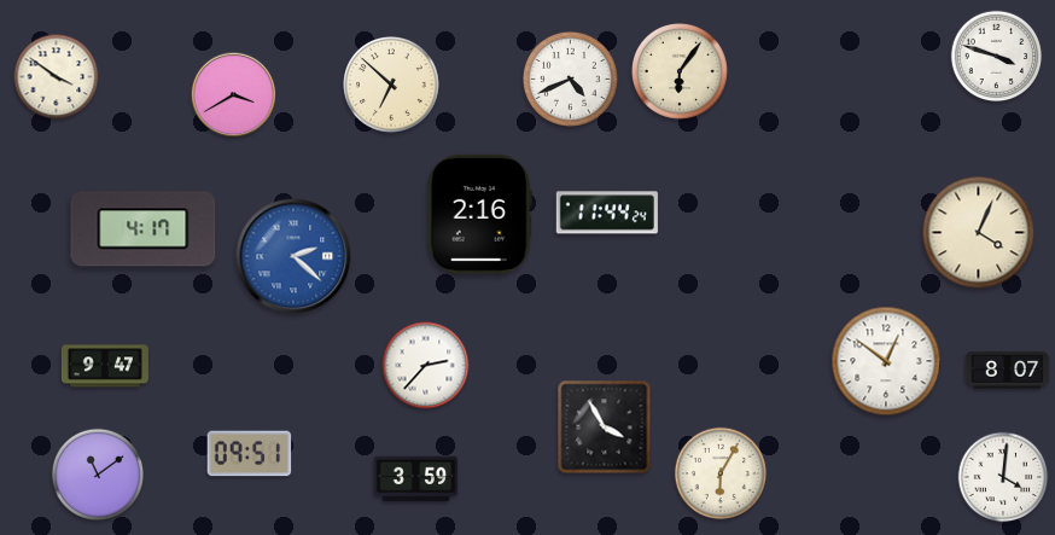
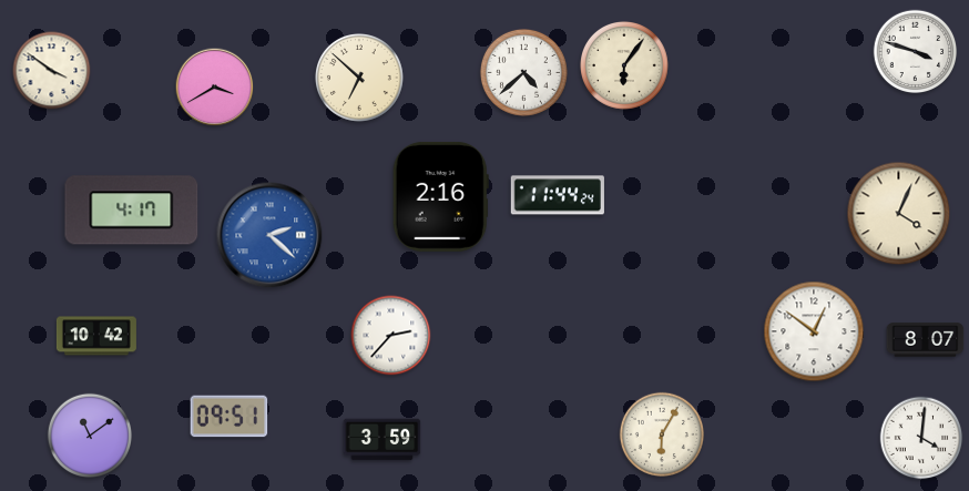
clock at (570, 78): 4:41 -> 4:38
clock at (105, 366): 9:47 -> 10:42
clock at (605, 428): 3:55 -> none
